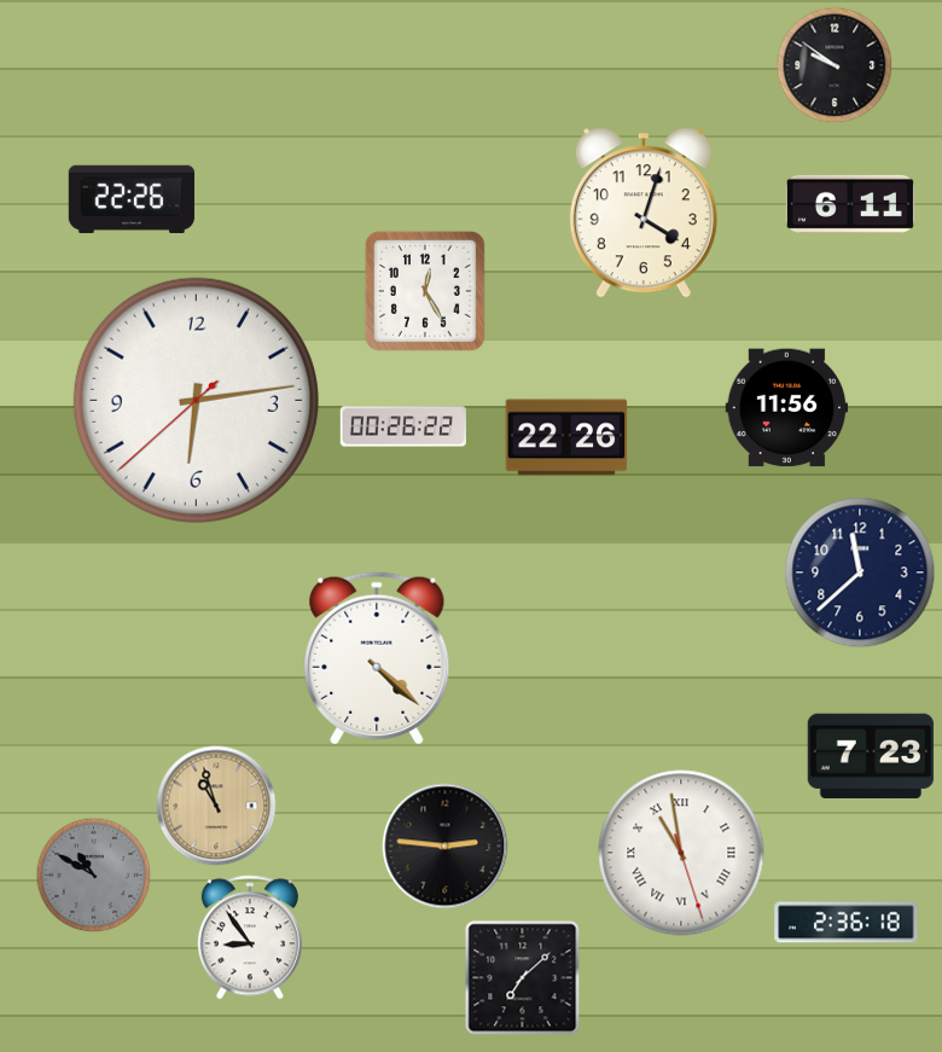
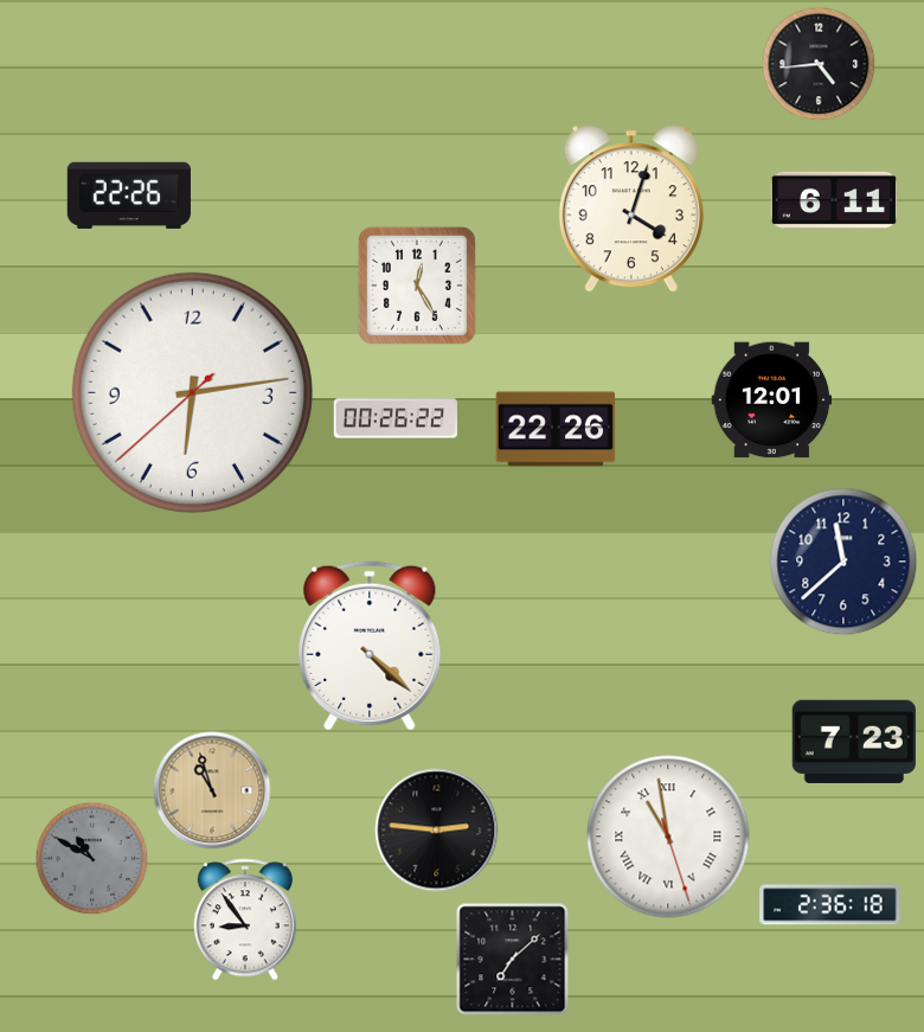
clock at (835, 65): 9:51 -> 4:44
clock at (787, 408): 11:56 -> 12:01
